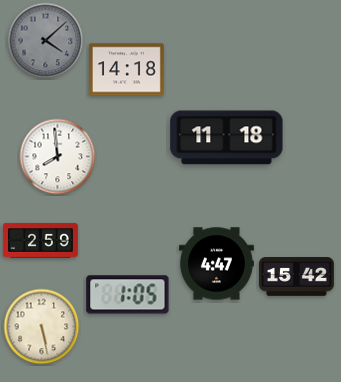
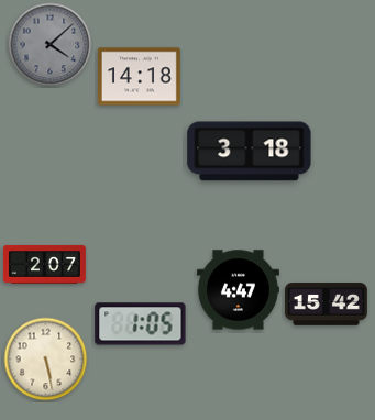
clock at (227, 138): 11:18 -> 3:18
clock at (58, 157): 7:59 -> none
clock at (40, 240): 2:59 -> 2:07
